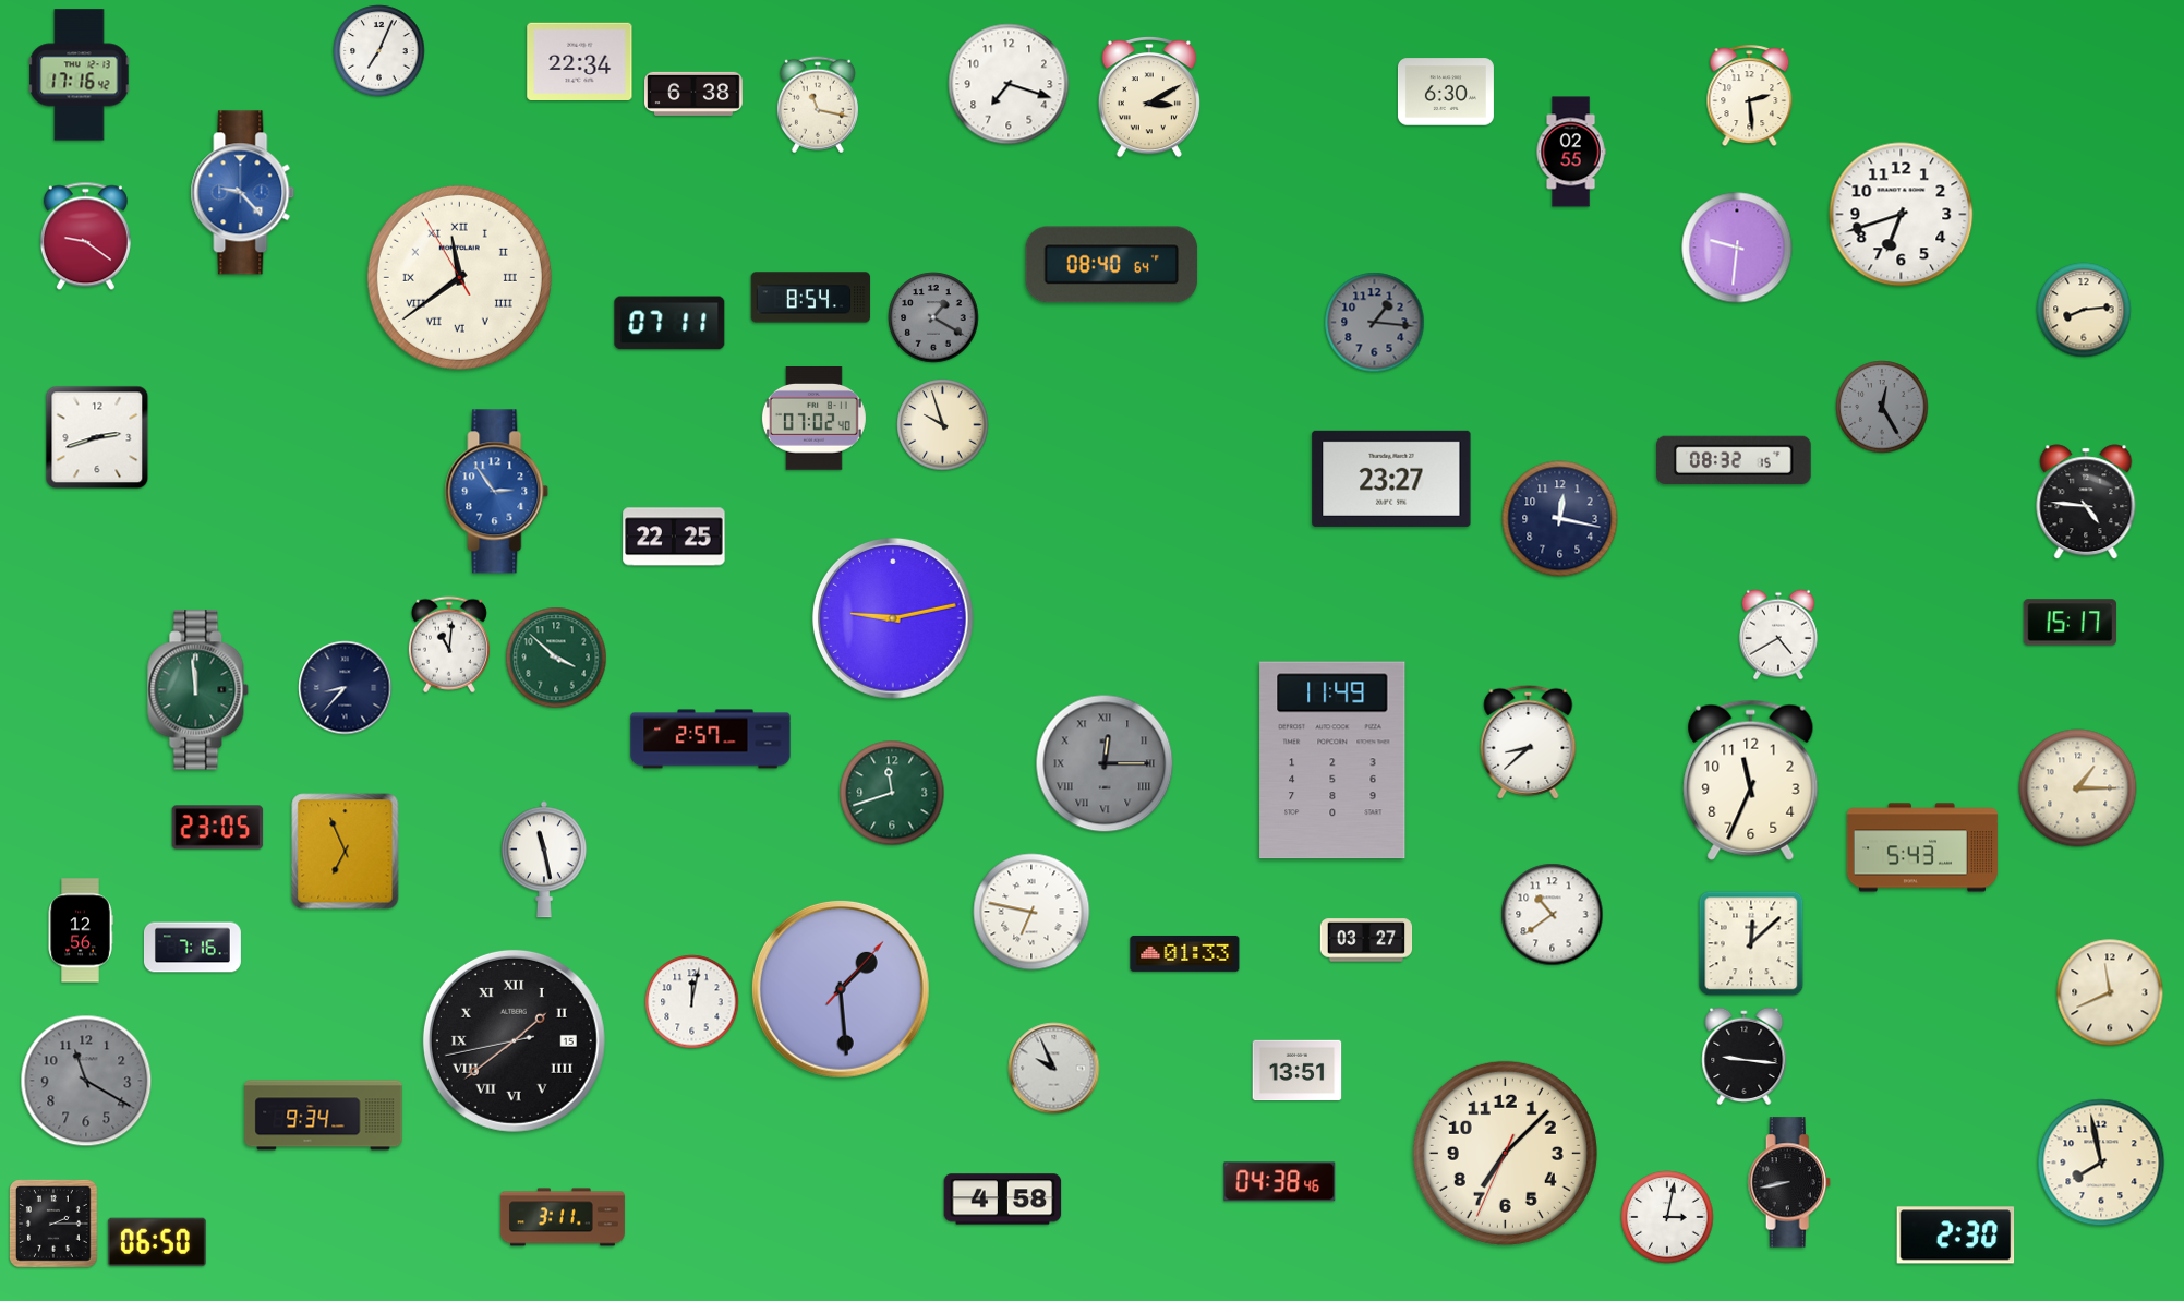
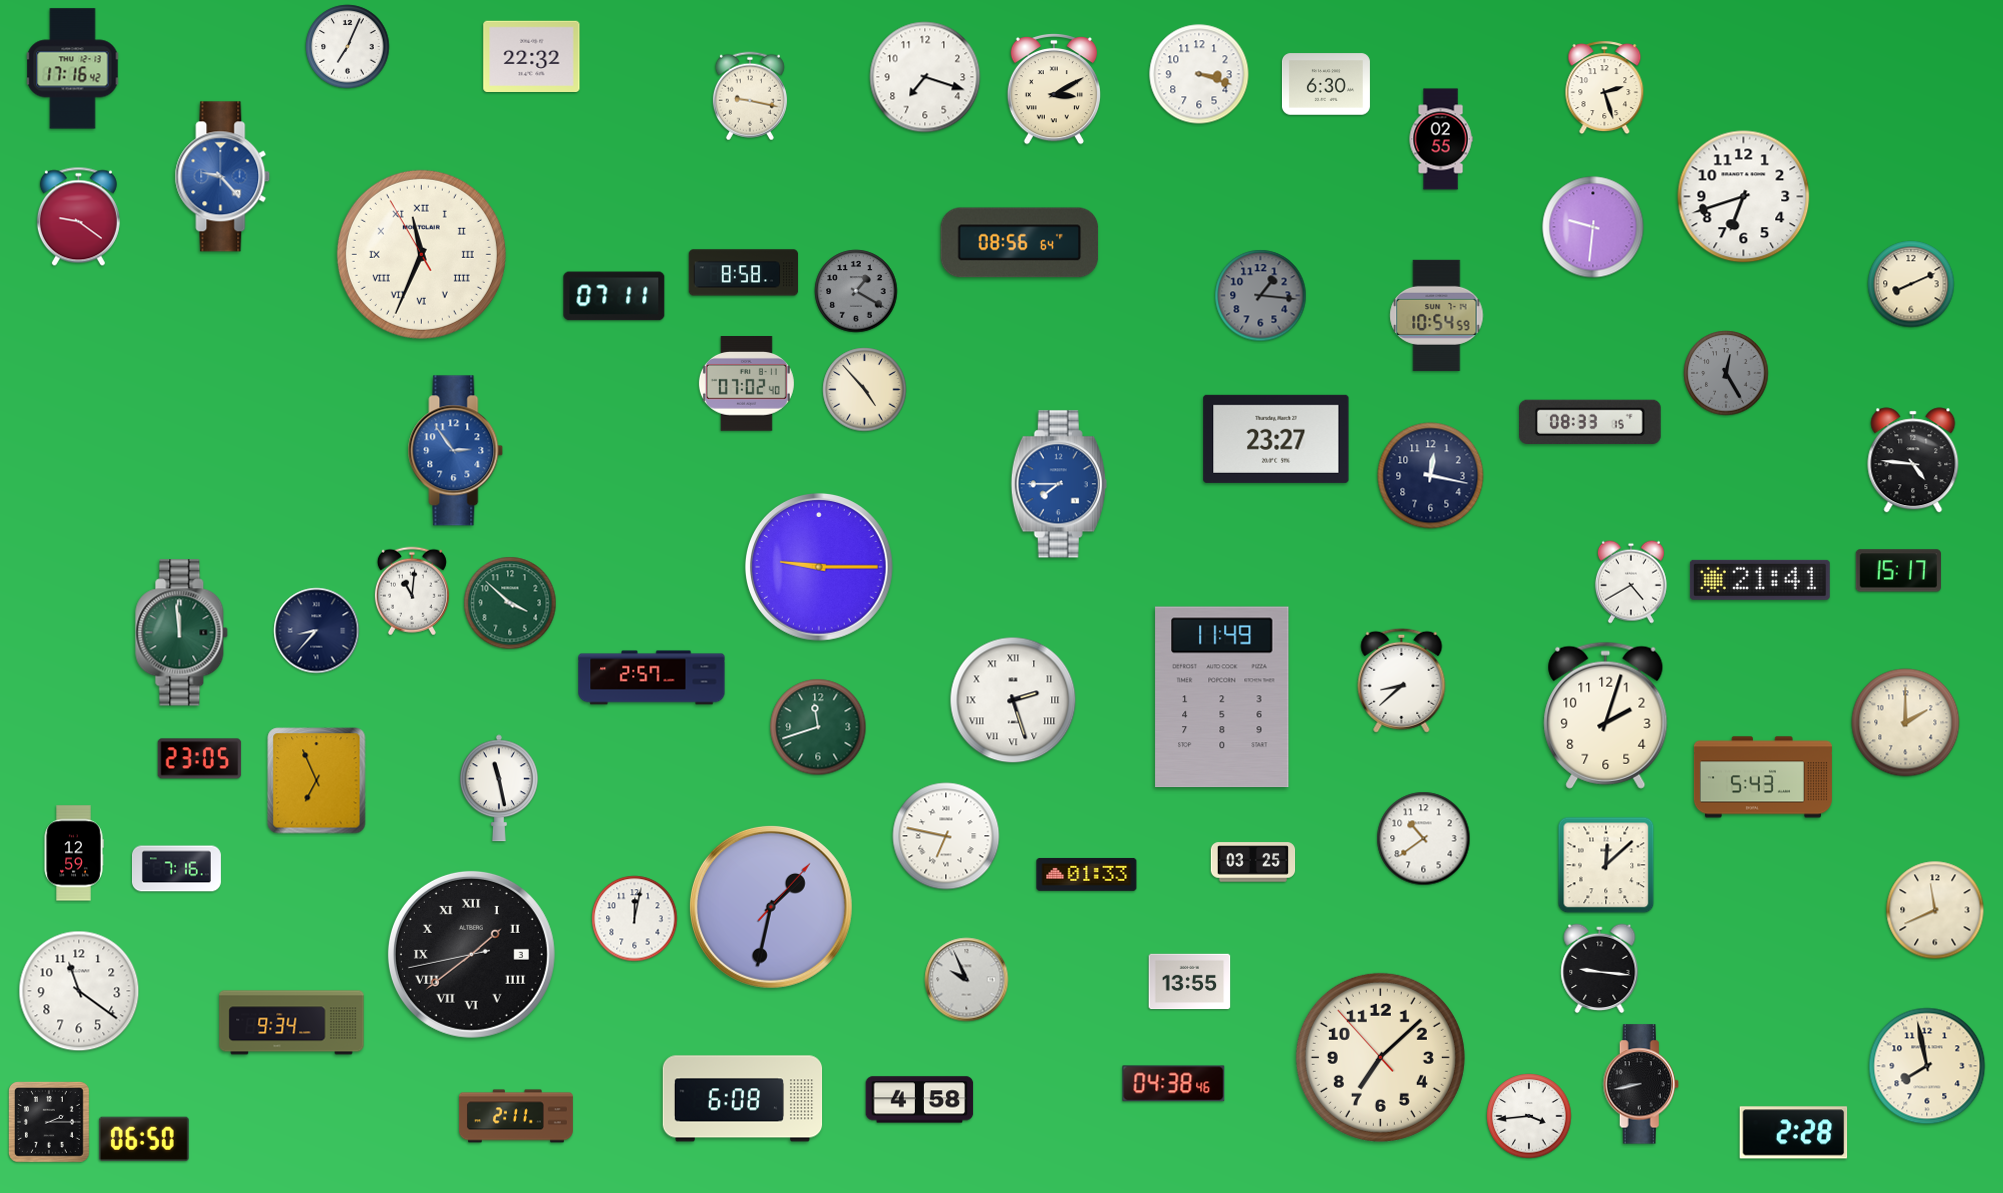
clock at (580, 61): 22:34 -> 22:32
clock at (1199, 74): none -> 3:18
clock at (695, 94): 6:38 -> none
clock at (1750, 96): 2:29 -> 2:27
clock at (818, 105): 11:17 -> 9:17
clock at (1112, 265): 08:40 -> 08:56
clock at (459, 277): 11:38 -> 11:33
clock at (811, 298): 8:54 -> 8:58
clock at (2084, 310): 8:14 -> 8:11
clock at (1437, 315): none -> 10:54
clock at (943, 425): 9:57 -> 4:53
clock at (97, 437): 2:42 -> none
clock at (1735, 460): 08:32 -> 08:33
clock at (1059, 484): none -> 7:45
clock at (674, 537): 22:25 -> none
clock at (893, 618): 9:13 -> 9:15
clock at (1760, 580): none -> 21:41
clock at (1105, 763): 12:15 -> 2:27
clock at (1105, 763) dial: grey -> white
clock at (1751, 780): 11:34 -> 2:03
clock at (2078, 788): 1:15 -> 2:00
clock at (81, 930): 12:56 -> 12:59
clock at (1366, 940): 03:27 -> 03:25
clock at (841, 989): 1:29 -> 1:32
clock at (514, 1040) date: 15 -> 3
clock at (1298, 1071): 13:51 -> 13:55
clock at (86, 1081): 11:20 -> 11:21
clock at (86, 1081) dial: grey -> white
clock at (324, 1116) position: (324, 1116) -> (292, 1023)
clock at (1505, 1153): 7:07:34 -> 7:07:53
clock at (743, 1099): none -> 6:08
clock at (563, 1217): 3:11 -> 2:11
clock at (1667, 1217): 3:02 -> 3:44
clock at (1956, 1236): 2:30 -> 2:28
